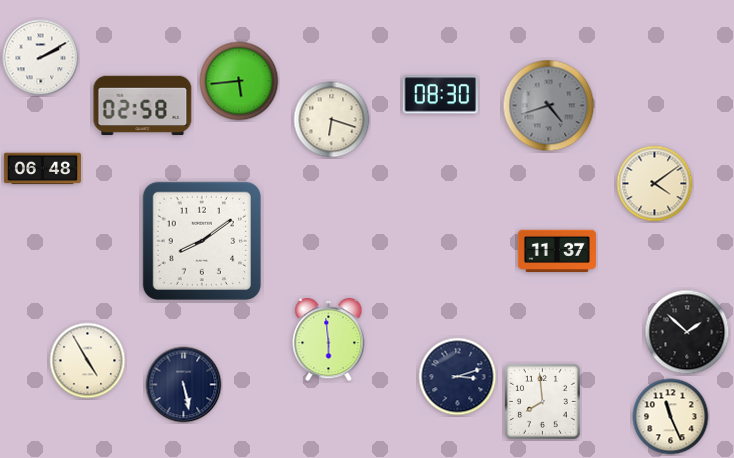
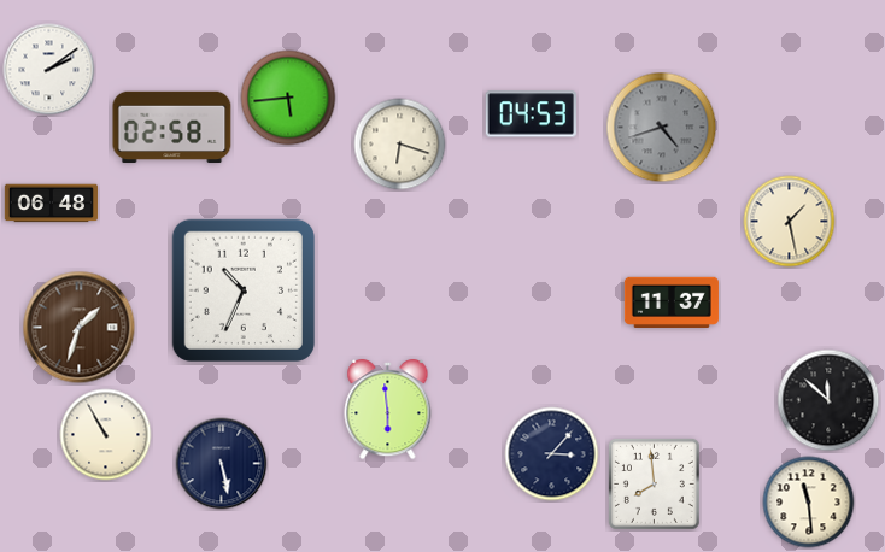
clock at (41, 58): 2:10 -> 2:09
clock at (440, 95): 08:30 -> 04:53
clock at (655, 184): 4:09 -> 1:28
clock at (202, 241): 8:09 -> 10:34
clock at (80, 328): none -> 1:33
clock at (687, 332): 1:52 -> 11:52
clock at (329, 340) position: (329, 340) -> (388, 410)
clock at (88, 361): 4:55 -> 10:55
clock at (458, 377): 3:12 -> 3:07
clock at (671, 417): 11:26 -> 11:29
